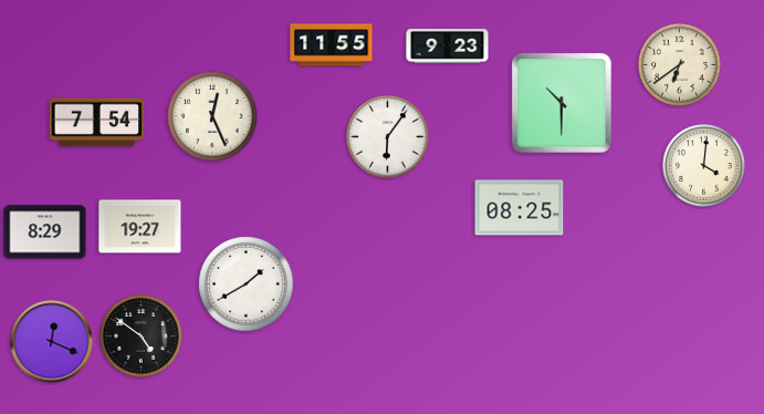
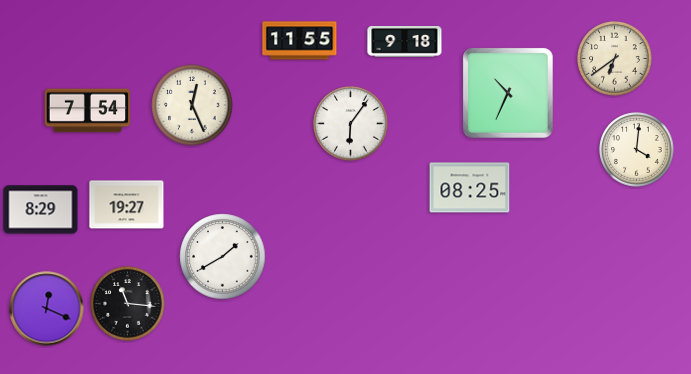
clock at (448, 46): 9:23 -> 9:18
clock at (562, 103): 10:30 -> 10:34
clock at (142, 337): 4:51 -> 11:16
